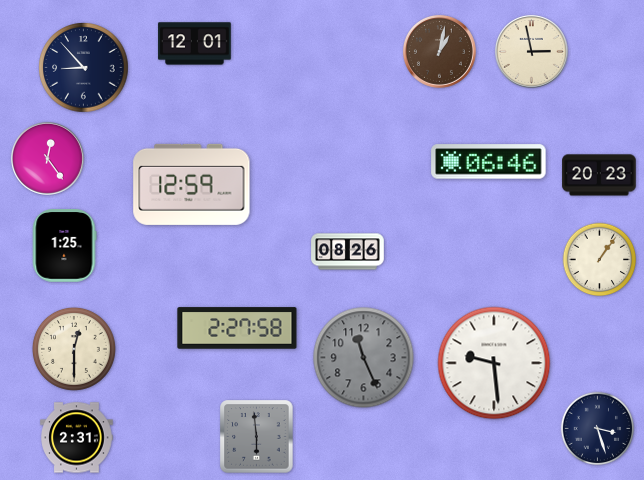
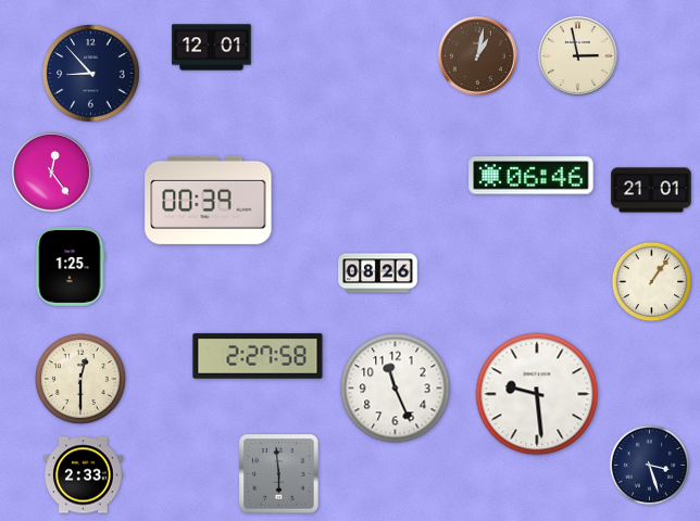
clock at (599, 175): 20:23 -> 21:01
clock at (192, 184): 12:59 -> 00:39
clock at (364, 358) dial: grey -> white
clock at (77, 438): 2:31 -> 2:33
